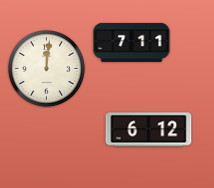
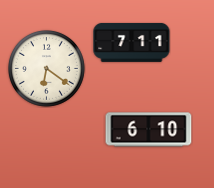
clock at (46, 68): 12:01 -> 6:21
clock at (149, 130): 6:12 -> 6:10
